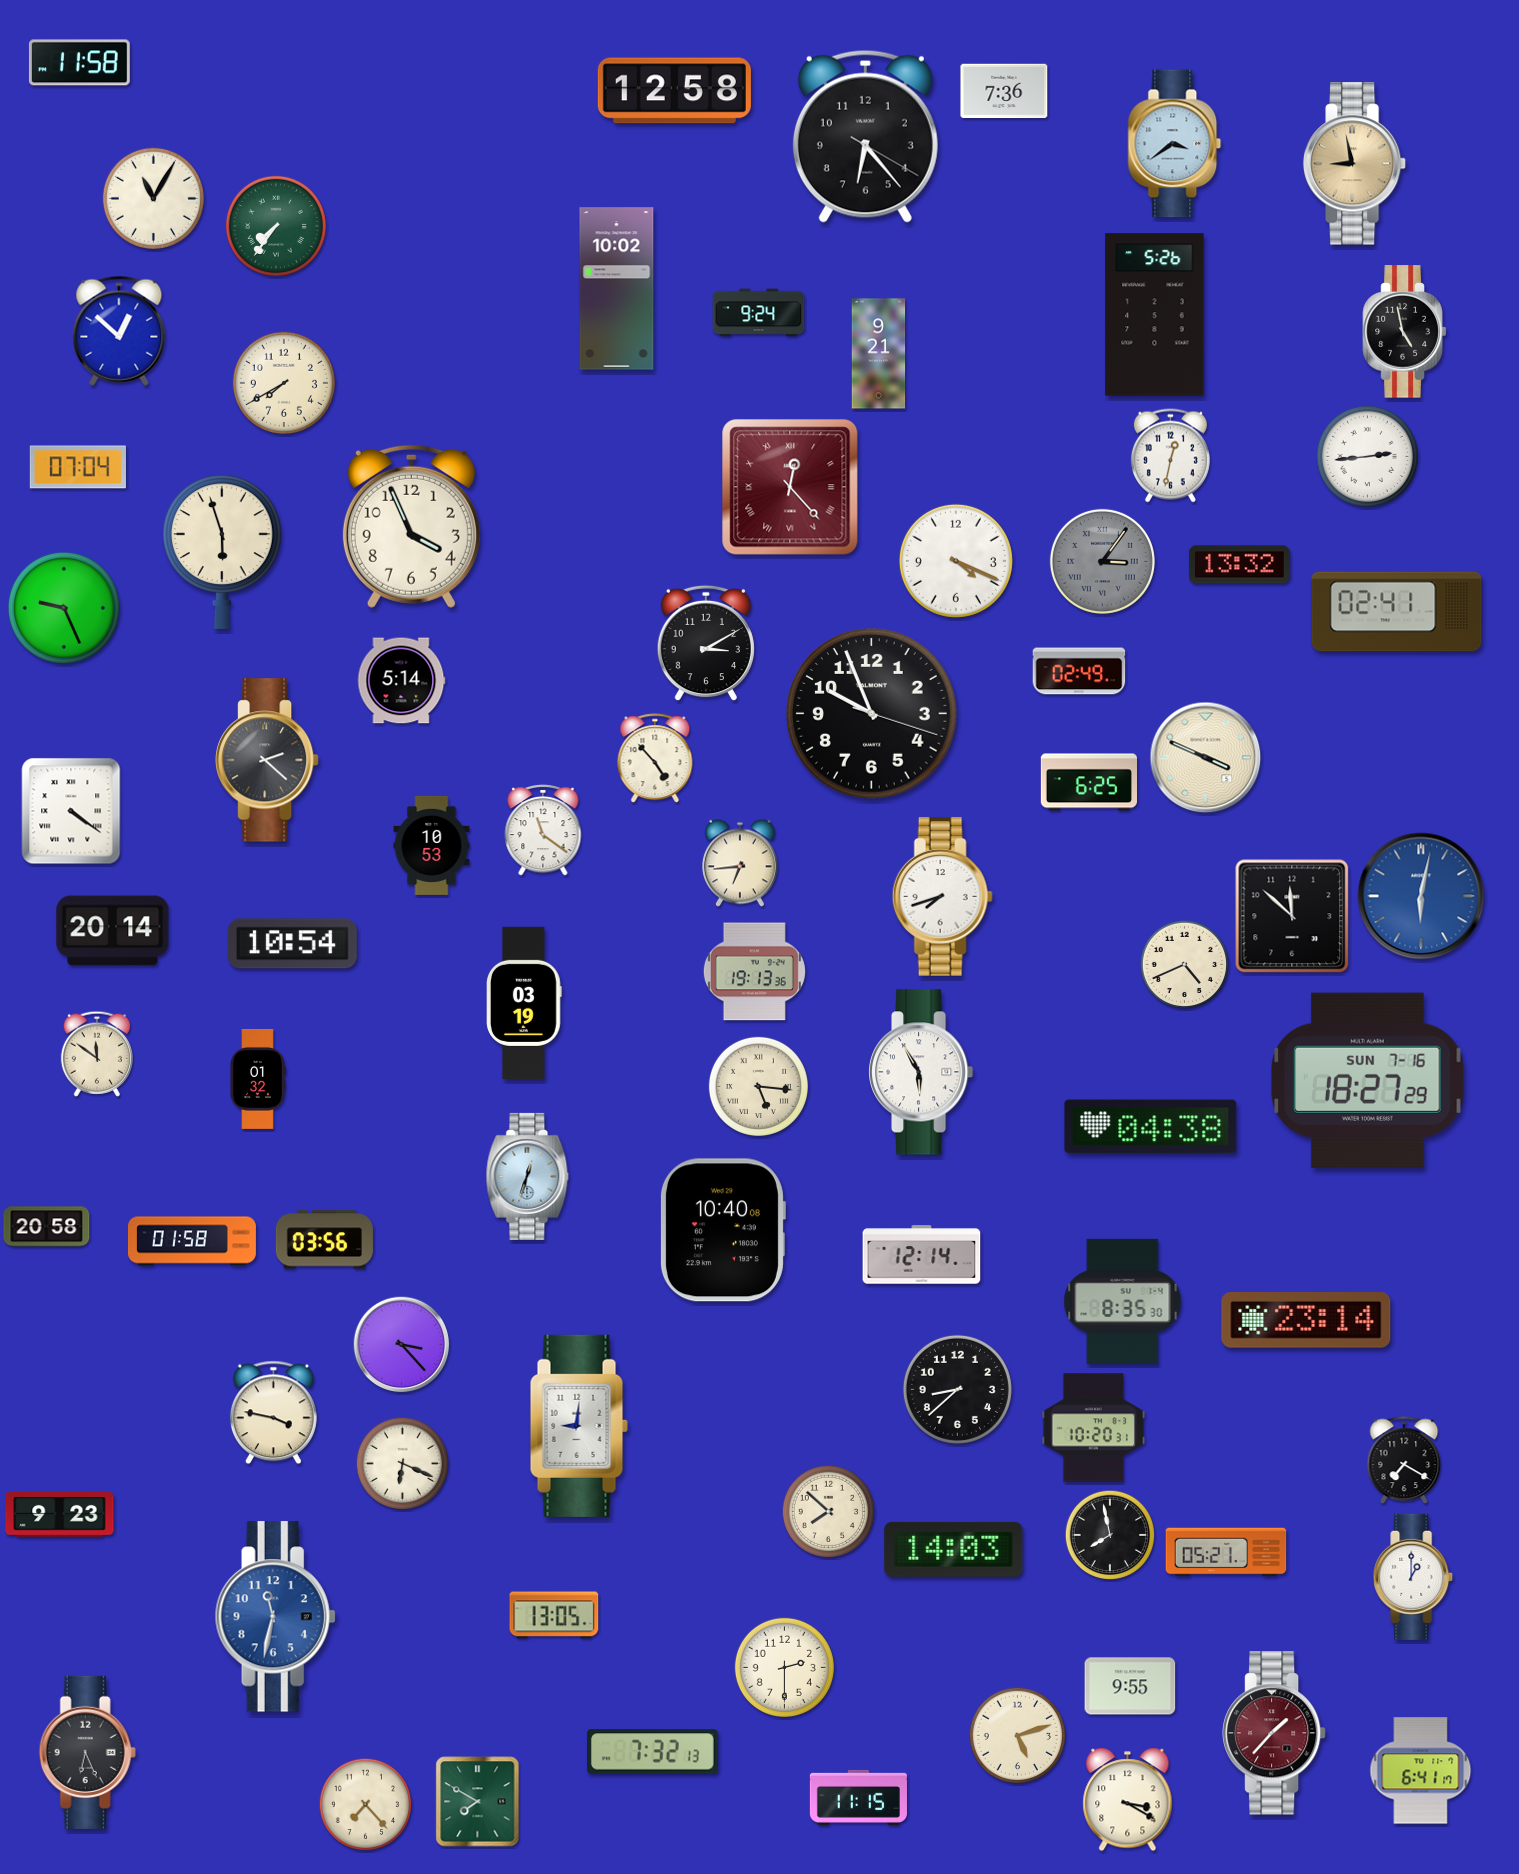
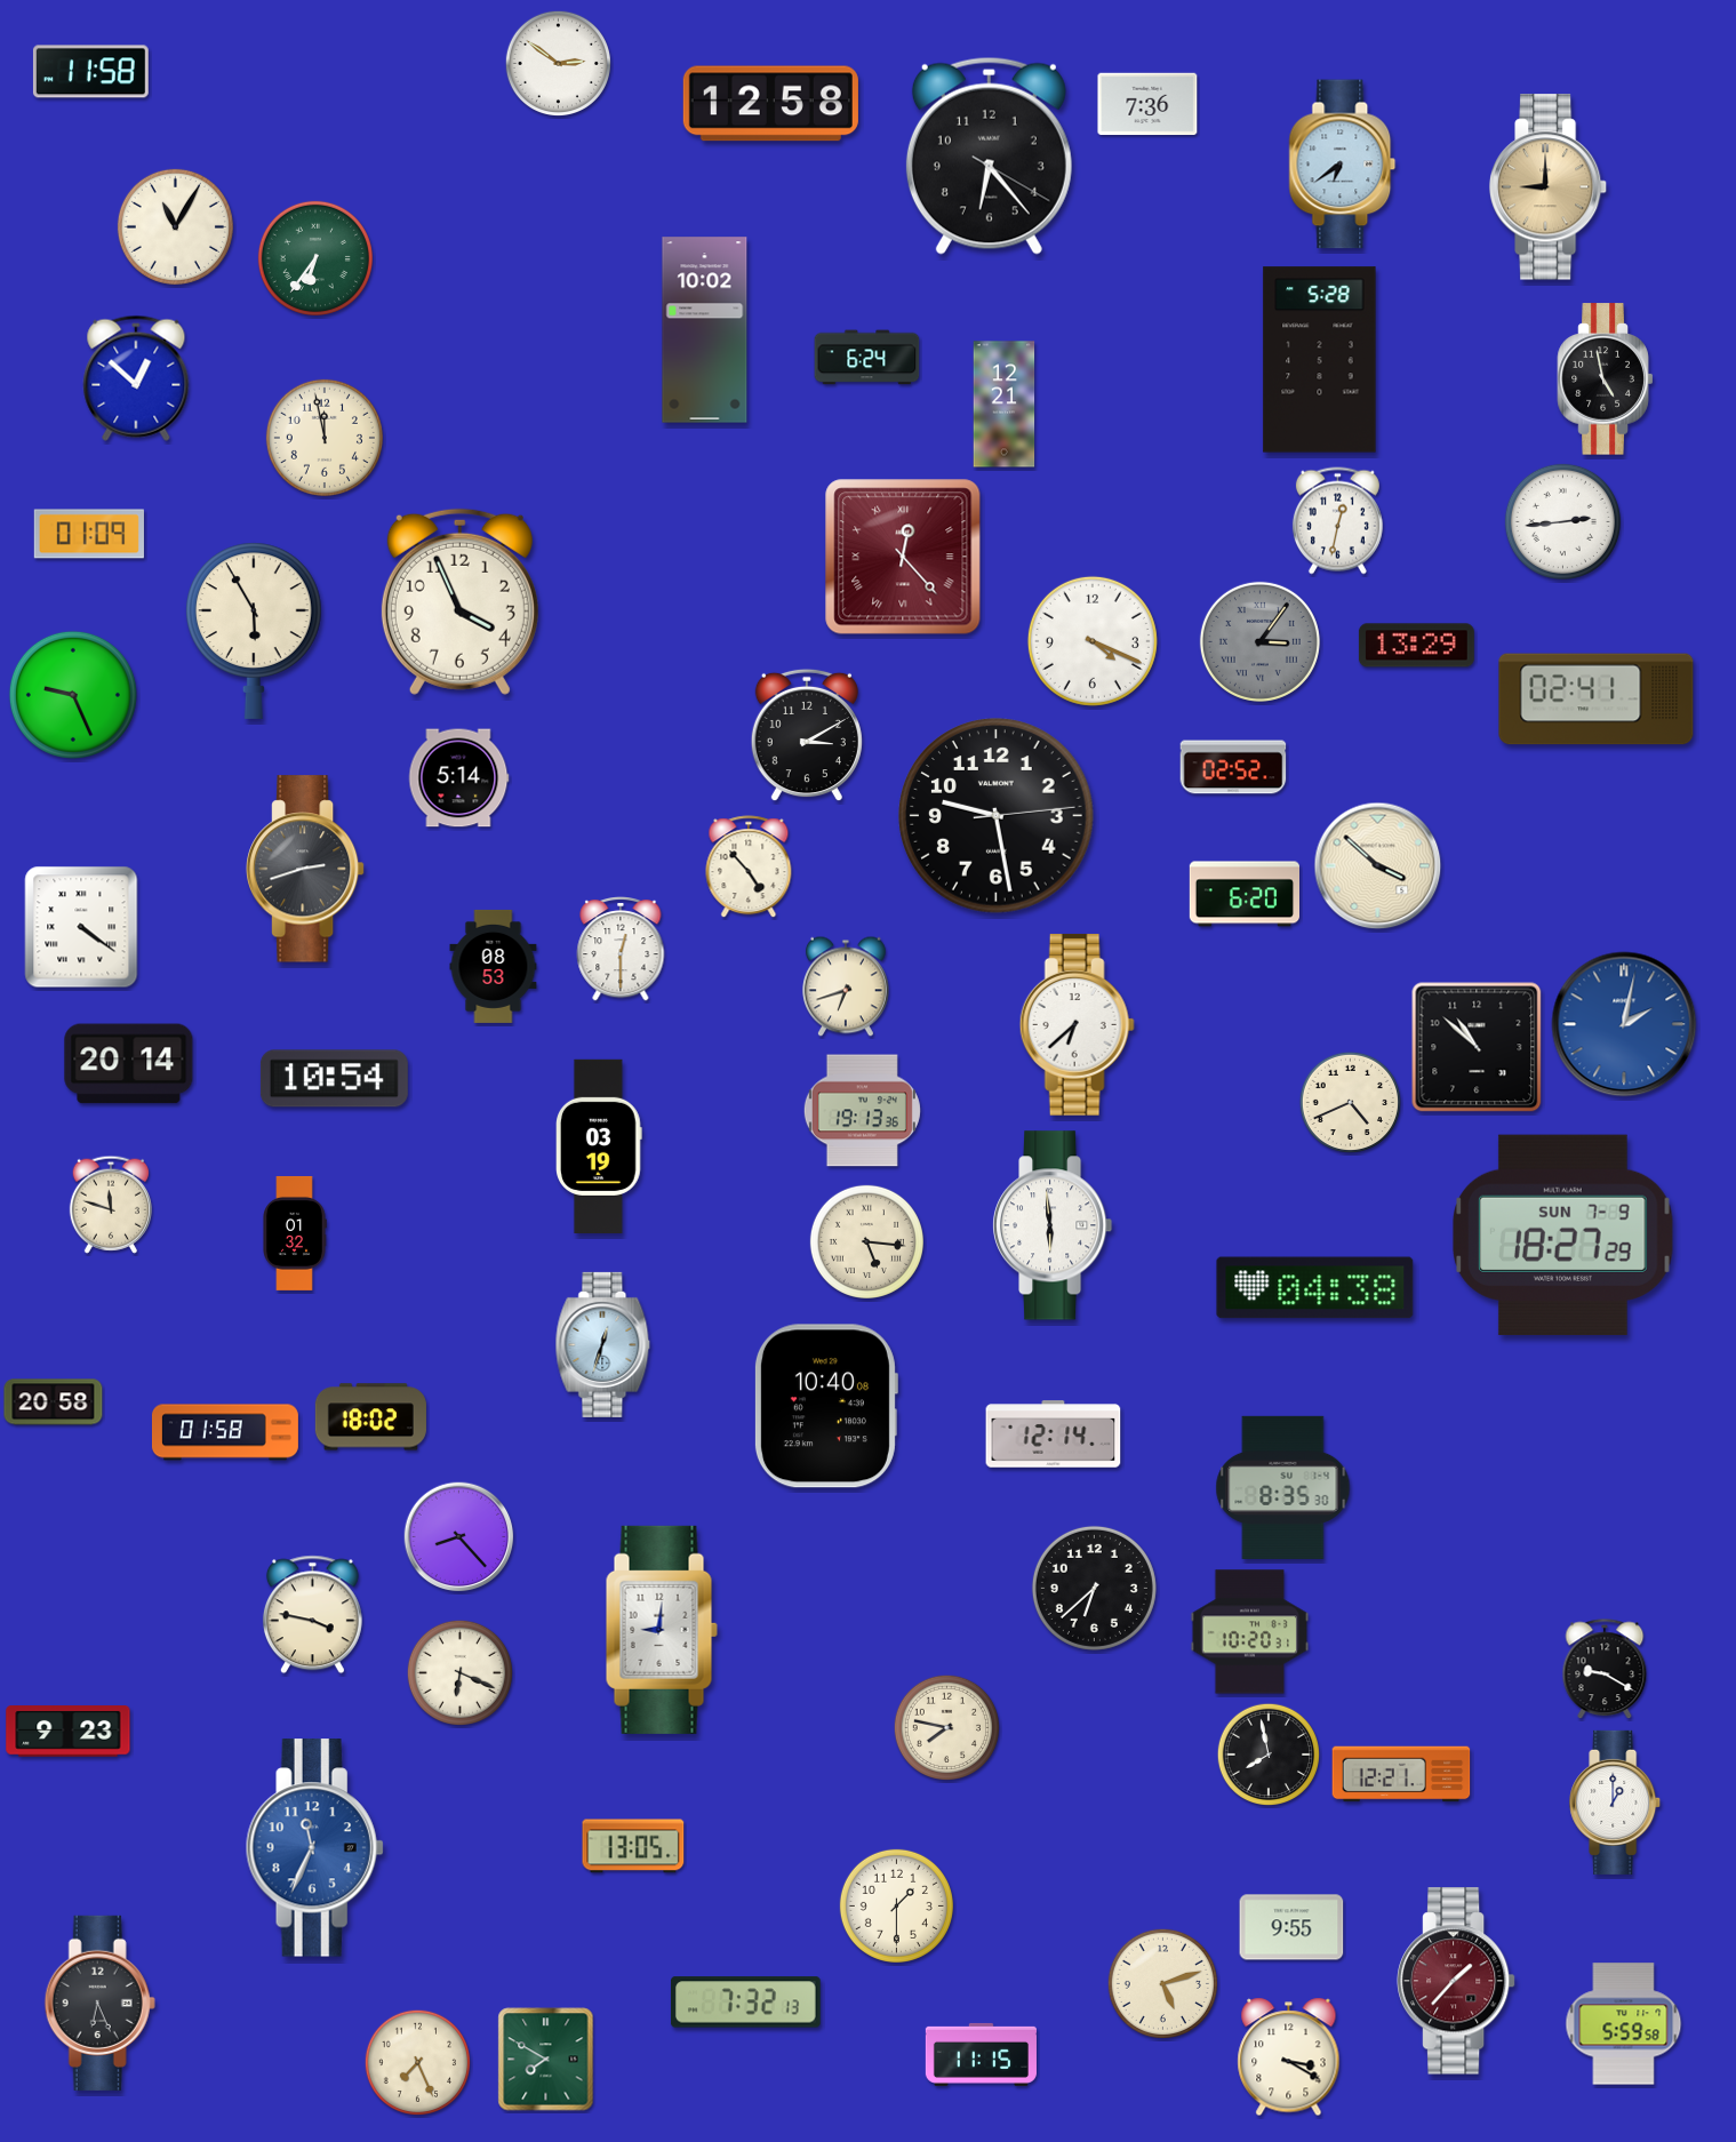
clock at (558, 63): none -> 2:51
clock at (1175, 144): 3:39 -> 6:39
clock at (1355, 164): 8:58 -> 9:00
clock at (276, 226): 7:36 -> 6:36
clock at (759, 313): 9:24 -> 6:24
clock at (1155, 315): 5:26 -> 5:28
clock at (879, 354): 9:21 -> 12:21
clock at (284, 383): 7:40 -> 11:58
clock at (78, 467): 07:04 -> 01:09
clock at (411, 526) position: (411, 526) -> (459, 601)
clock at (222, 552): 5:57 -> 5:55
clock at (1239, 565): 13:32 -> 13:29
clock at (1079, 671): 02:49 -> 02:52
clock at (872, 714): 9:56 -> 9:28
clock at (1206, 758): 3:49 -> 3:52
clock at (267, 760): 2:22 -> 2:42
clock at (1088, 782): 6:25 -> 6:20
clock at (543, 831): 11:21 -> 12:30
clock at (432, 845): 10:53 -> 08:53
clock at (741, 863): 6:44 -> 6:42
clock at (942, 896): 7:42 -> 6:38
clock at (1421, 896): 6:02 -> 2:02
clock at (1292, 916): 11:52 -> 10:52
clock at (1185, 965) position: (1185, 965) -> (1351, 1103)
clock at (97, 1054): 11:51 -> 11:48
clock at (922, 1072): 5:55 -> 5:59
clock at (1368, 1080) date: SUN 7-16 -> SUN 7-9
clock at (324, 1240): 03:56 -> 18:02
clock at (192, 1241) position: (192, 1241) -> (225, 1432)
clock at (1306, 1320): 23:14 -> none
clock at (402, 1345): 3:23 -> 8:23
clock at (957, 1389): 8:38 -> 6:38
clock at (1404, 1461): 7:20 -> 9:20
clock at (828, 1511): 7:52 -> 7:47
clock at (954, 1549): 14:03 -> none
clock at (1226, 1552): 05:21 -> 12:21
clock at (275, 1617): 11:32 -> 11:34
clock at (784, 1667): 2:30 -> 1:30
clock at (1421, 1771): 6:41 -> 5:59
clock at (365, 1804): 7:23 -> 7:26
